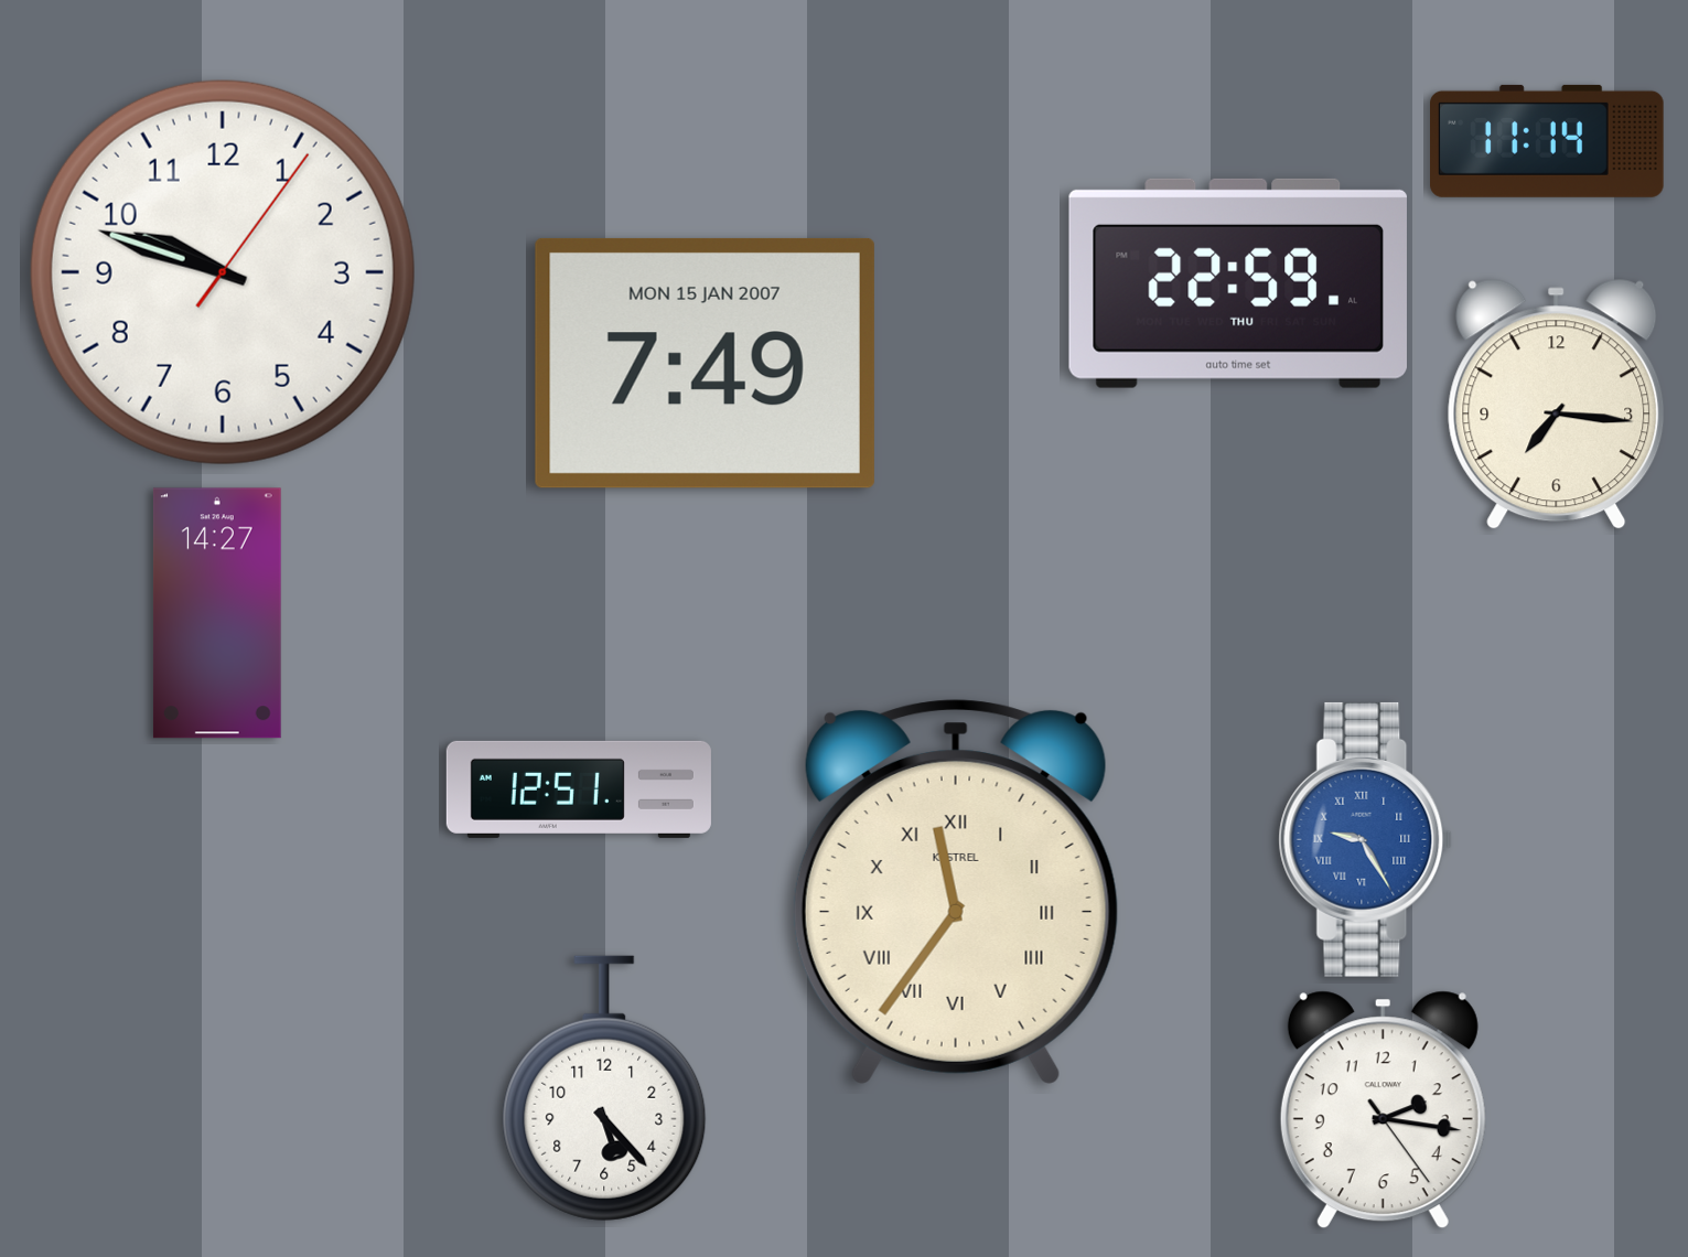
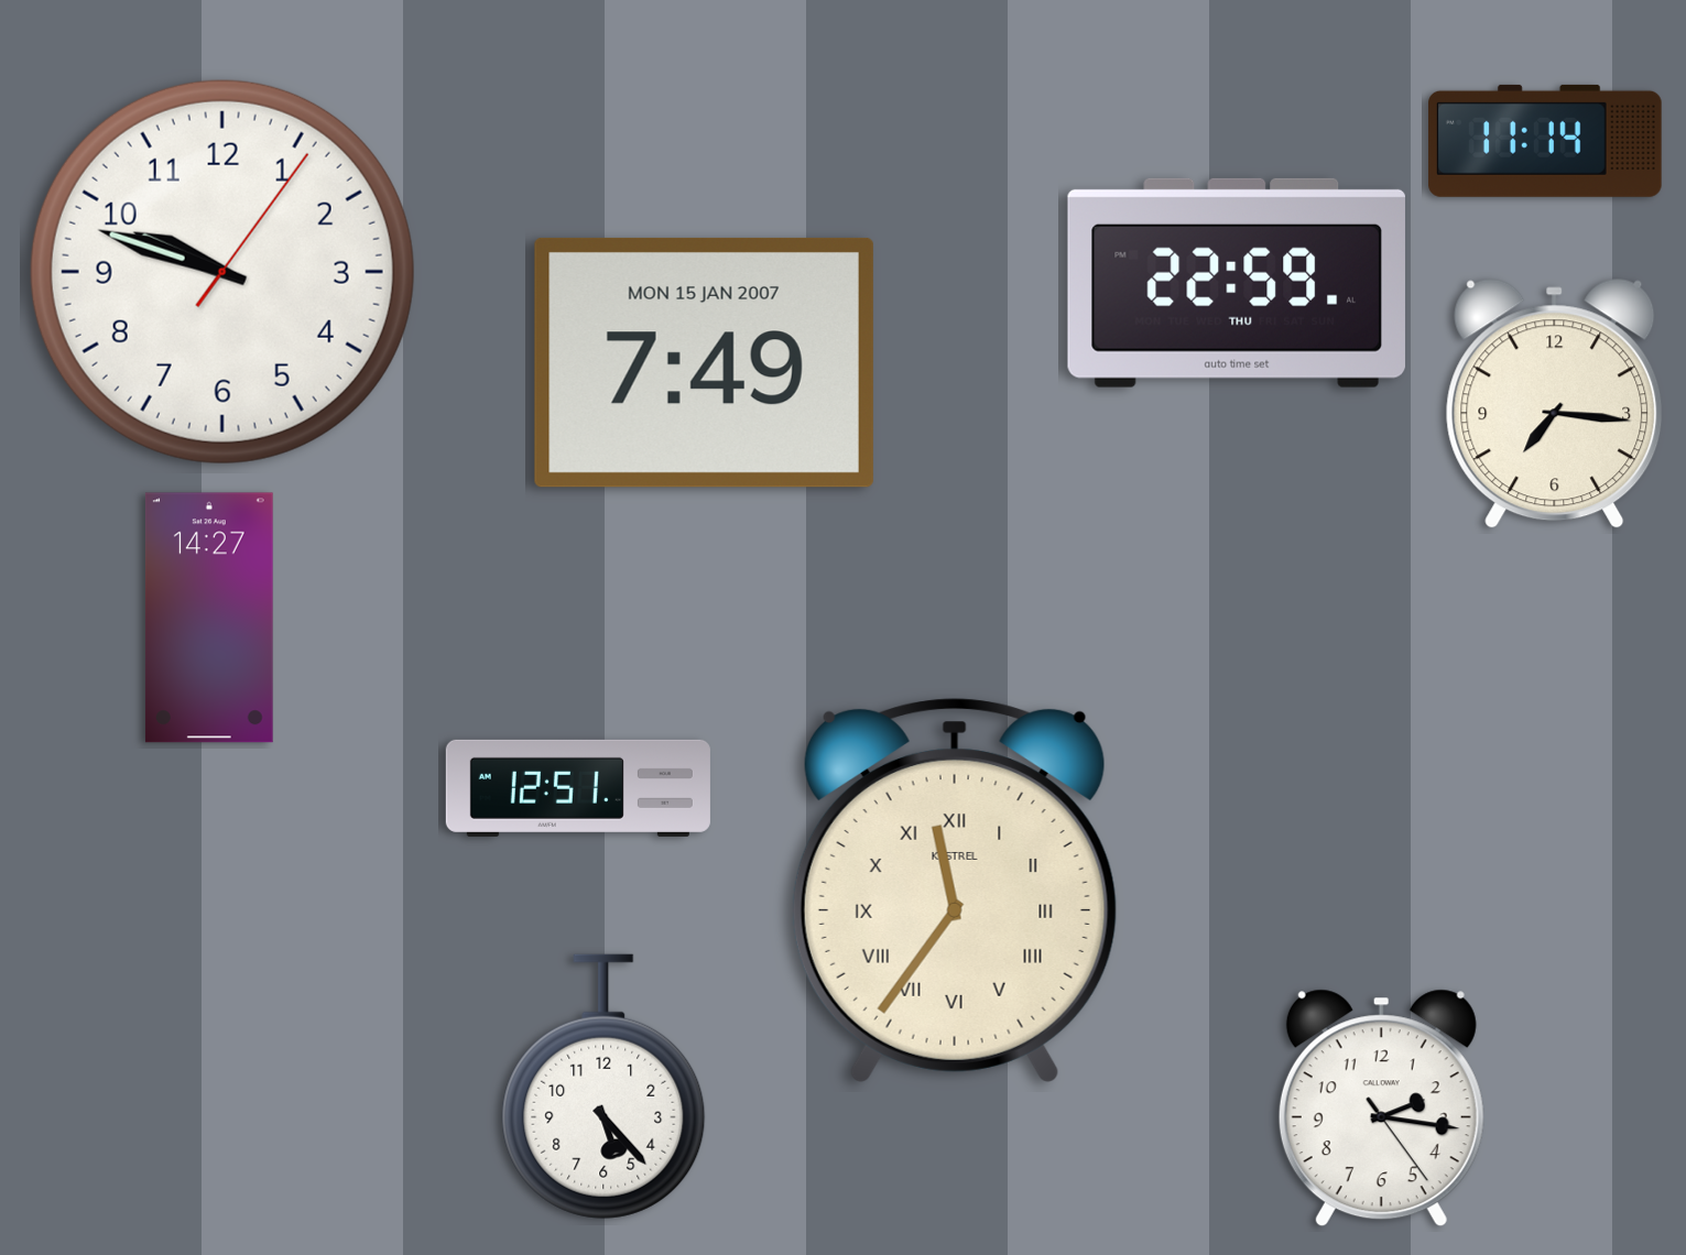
clock at (217, 613) position: (217, 613) -> (209, 618)
clock at (1366, 839): 9:25 -> none
